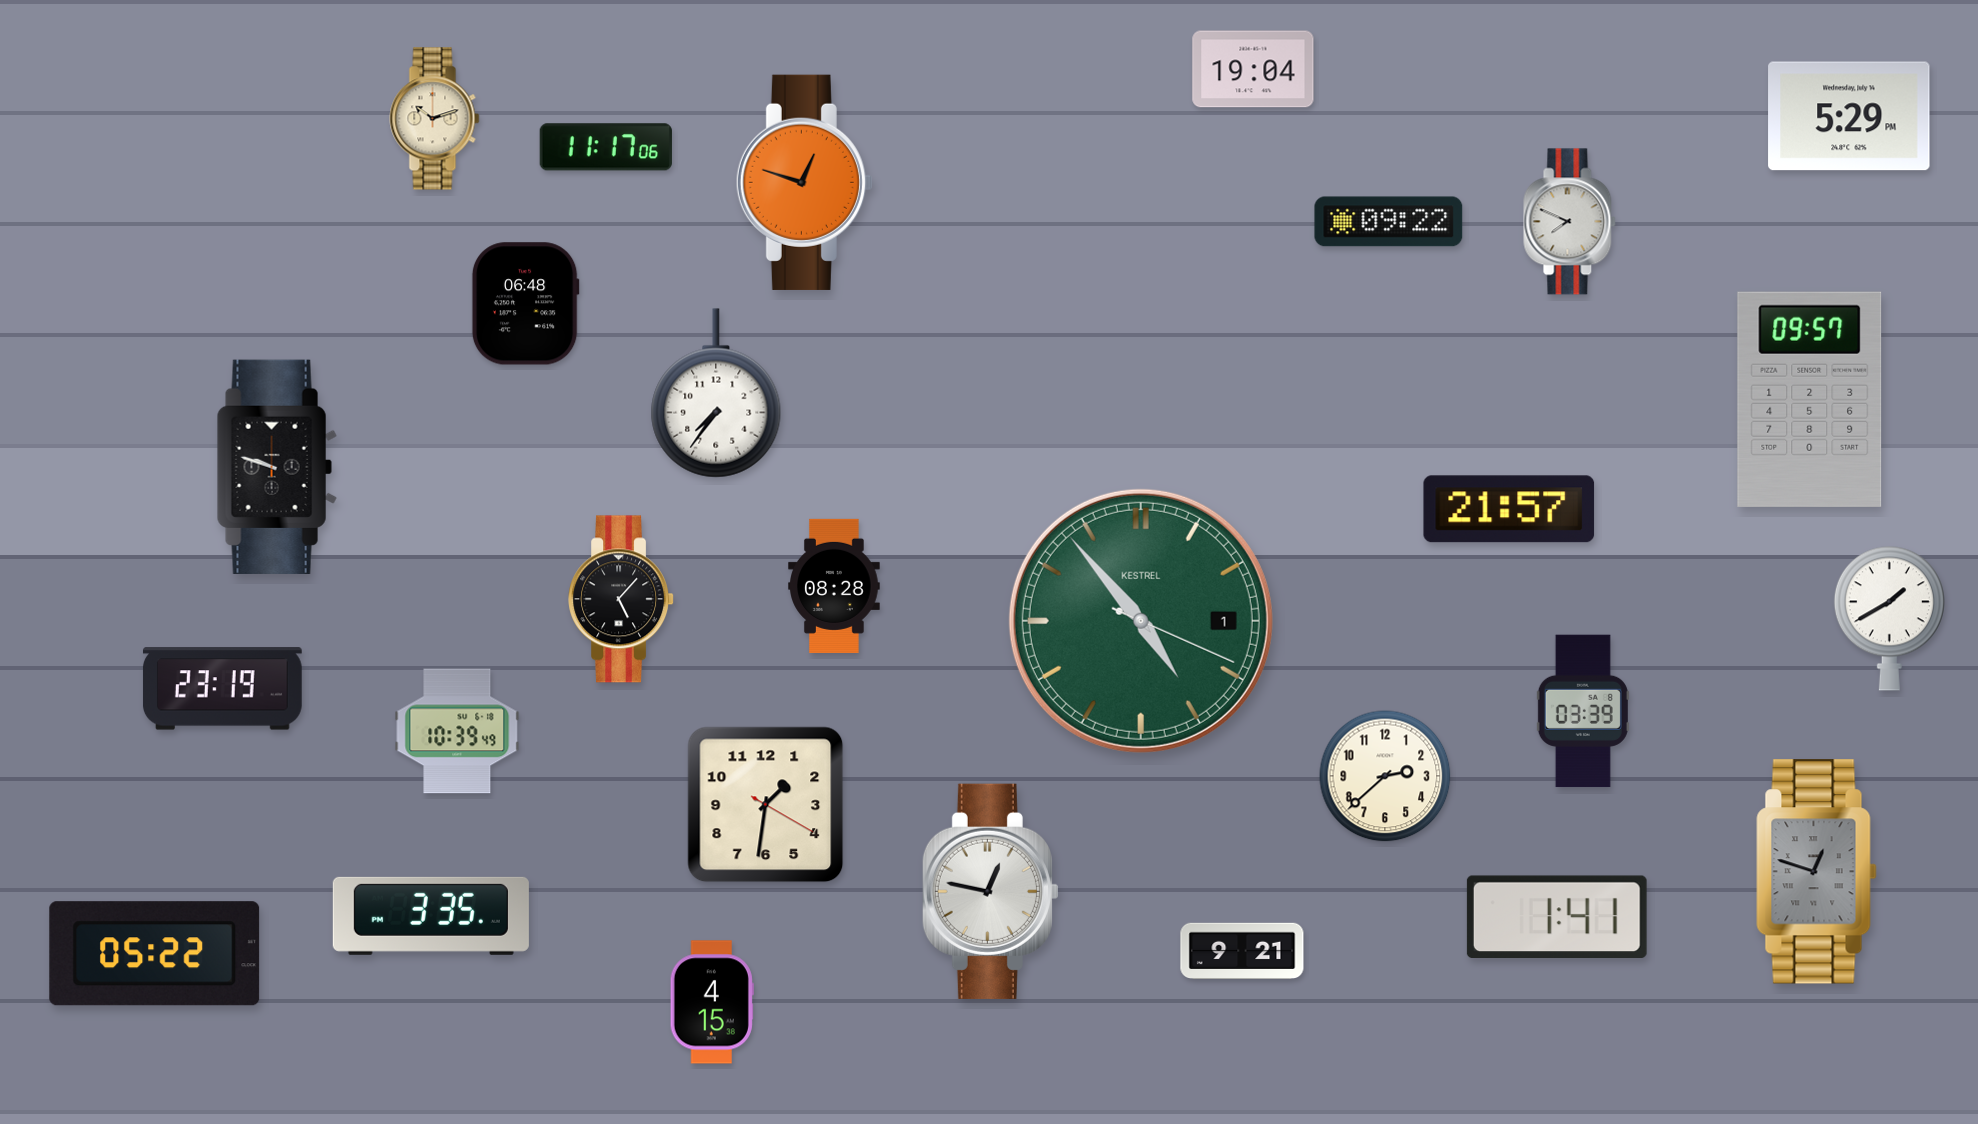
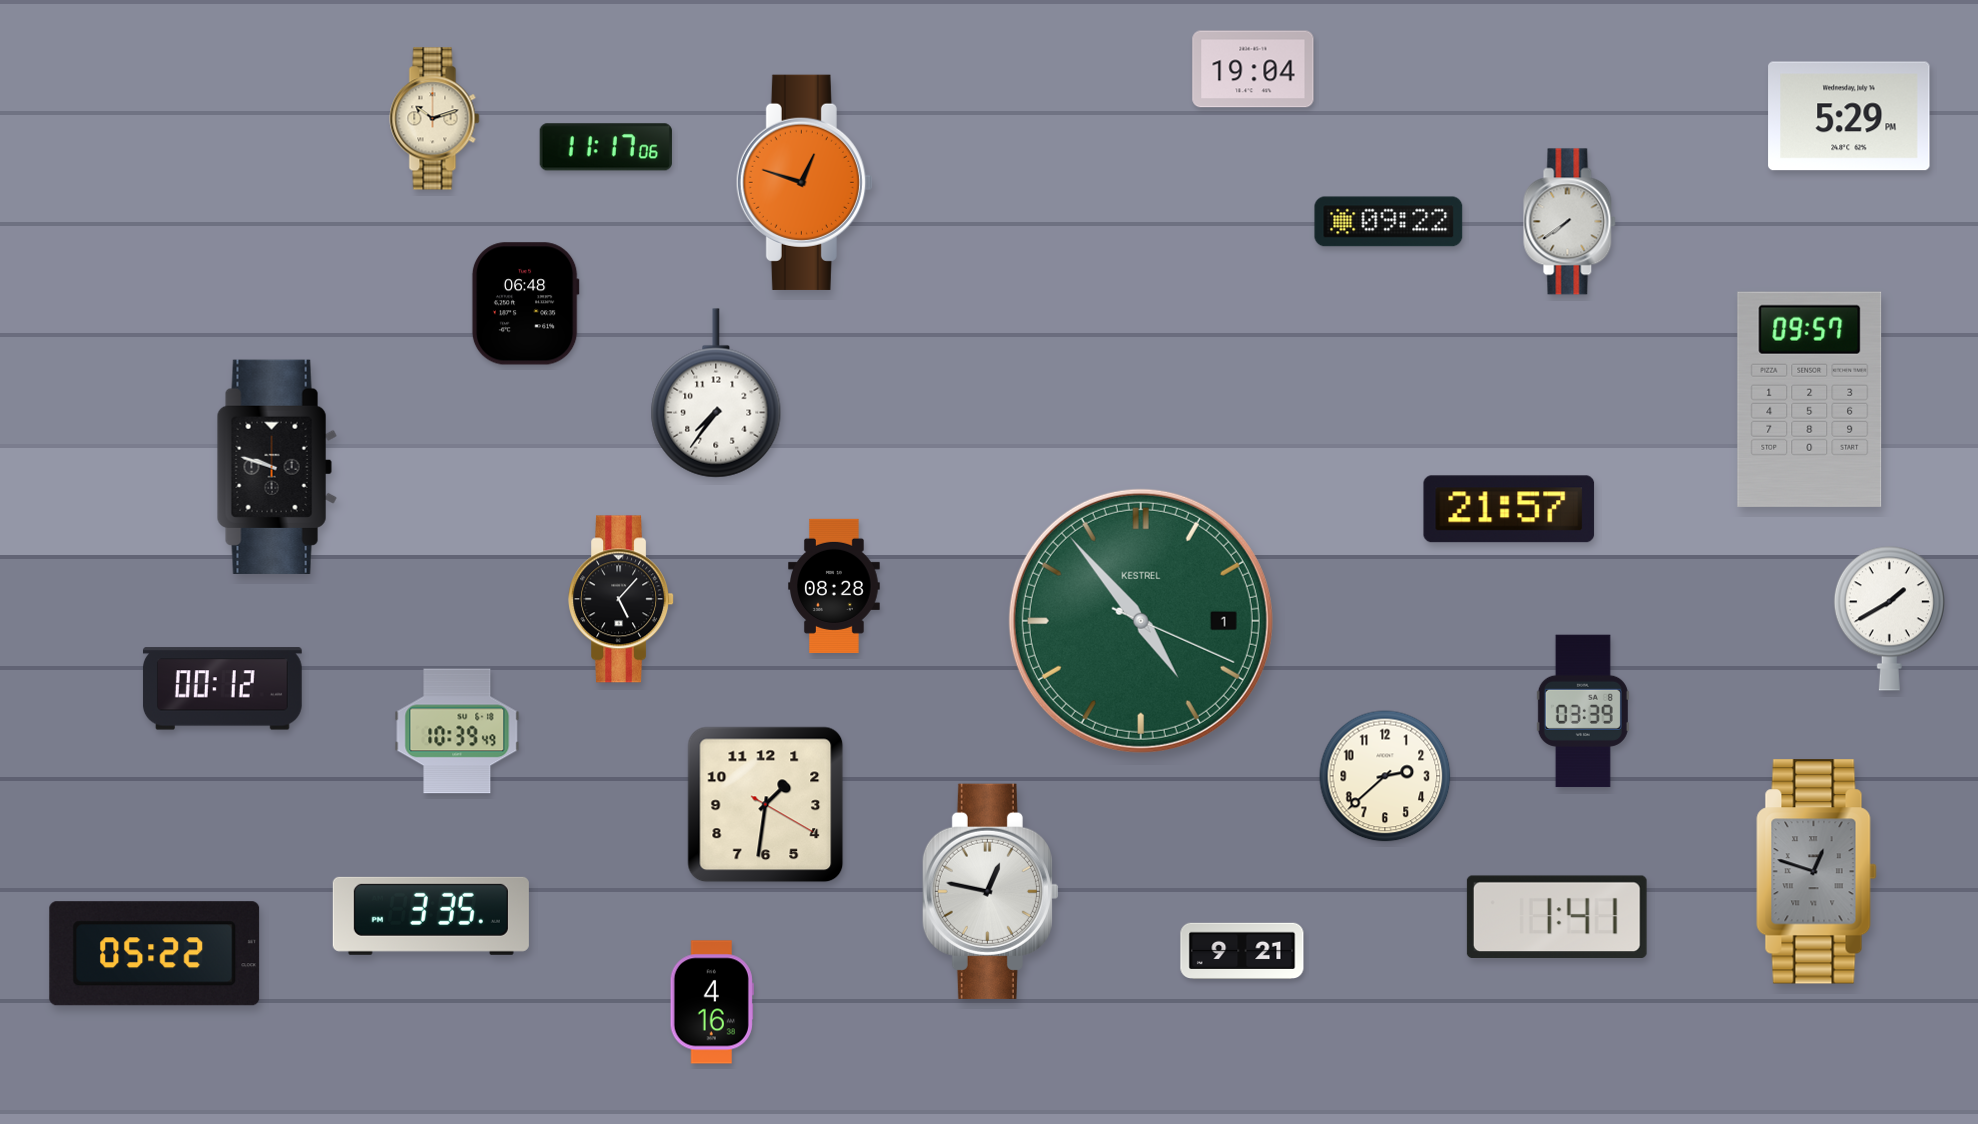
clock at (1570, 222): 7:49 -> 7:39
clock at (222, 689): 23:19 -> 00:12
clock at (712, 1002): 4:15 -> 4:16
